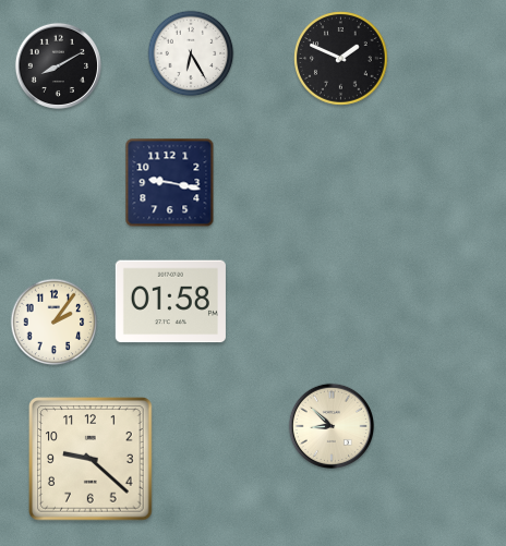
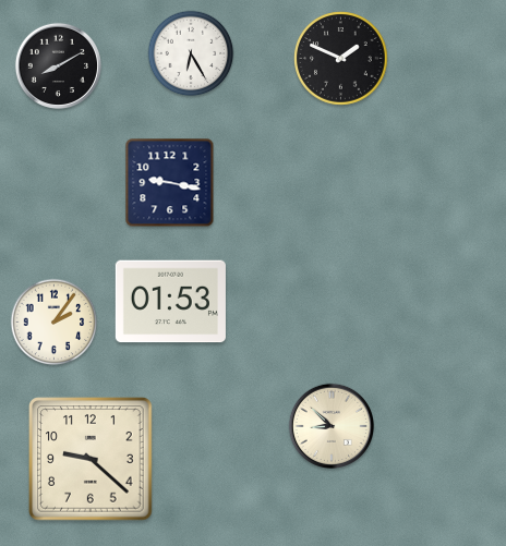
clock at (170, 302): 01:58 -> 01:53
